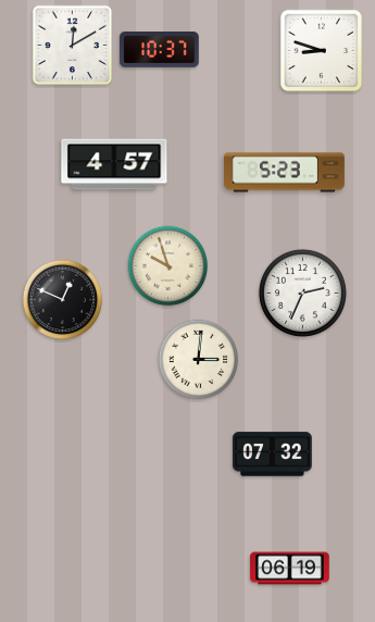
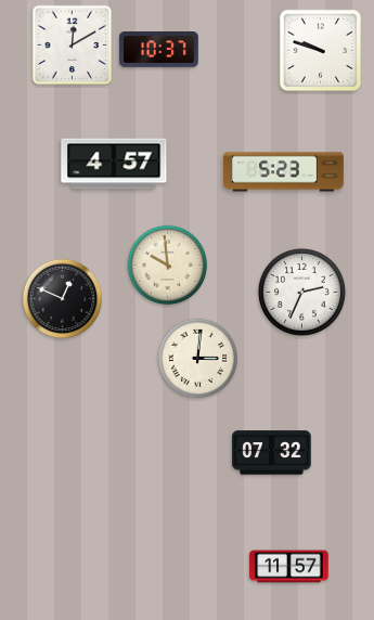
clock at (322, 51): 8:48 -> 9:48
clock at (168, 266): 9:57 -> 9:59
clock at (290, 569): 06:19 -> 11:57
